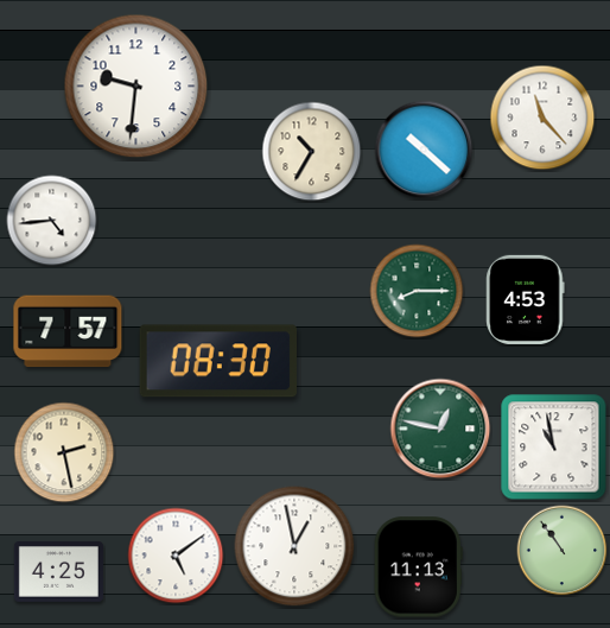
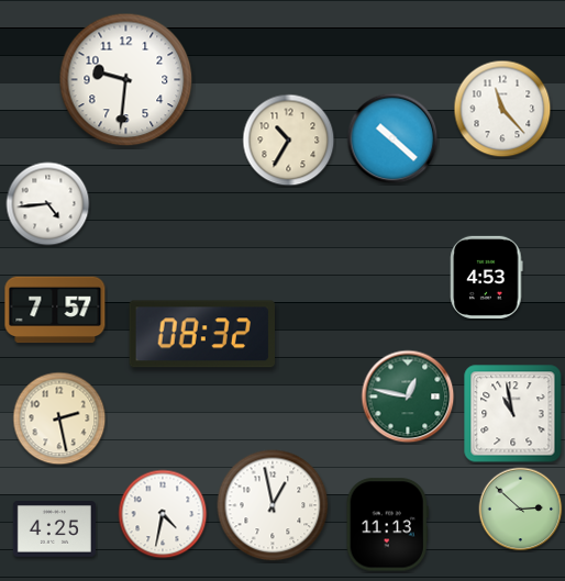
clock at (417, 291): 8:15 -> none
clock at (68, 331) position: (68, 331) -> (55, 310)
clock at (217, 361): 08:30 -> 08:32
clock at (563, 551): 10:54 -> 2:52
clock at (176, 556): 5:09 -> 4:32
